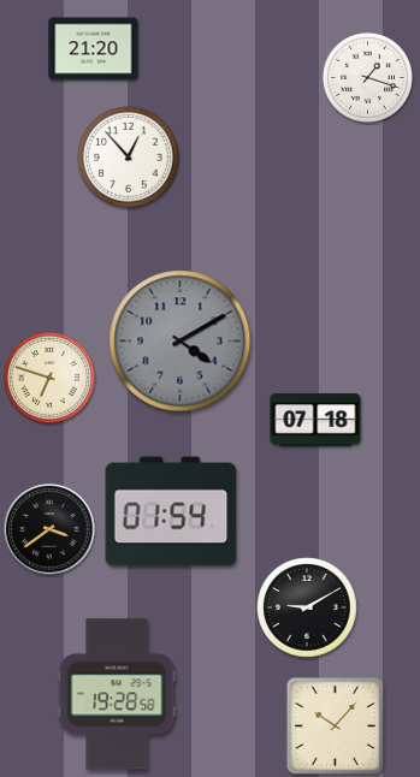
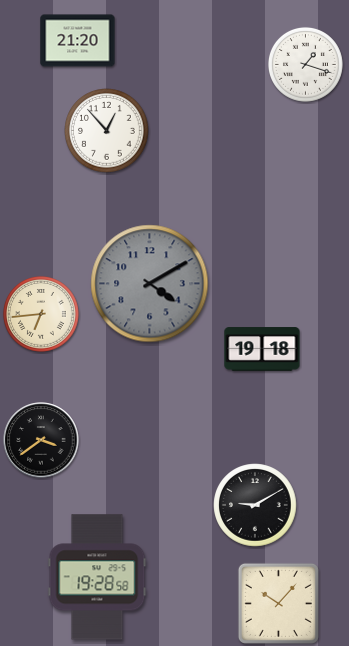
clock at (49, 378): 6:48 -> 6:44
clock at (315, 420): 07:18 -> 19:18
clock at (171, 511): 01:54 -> none
